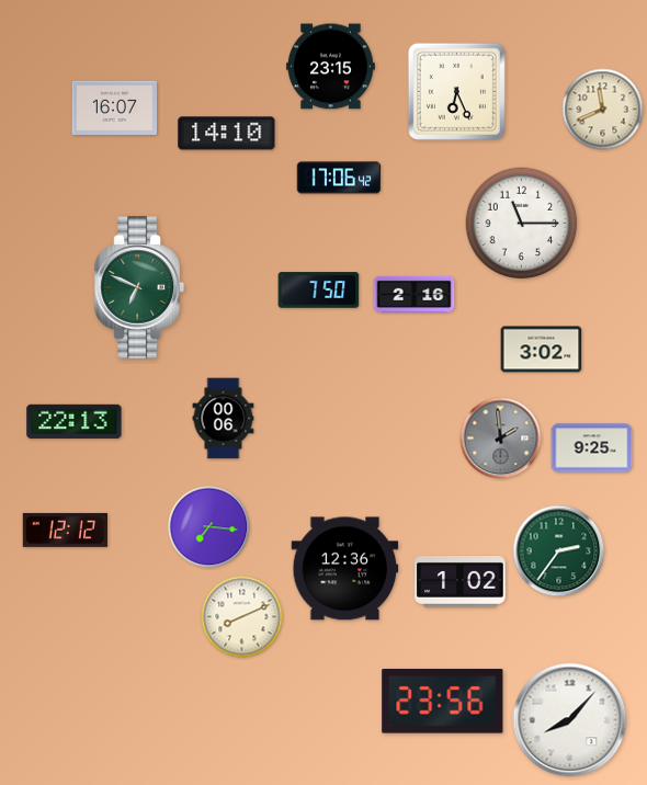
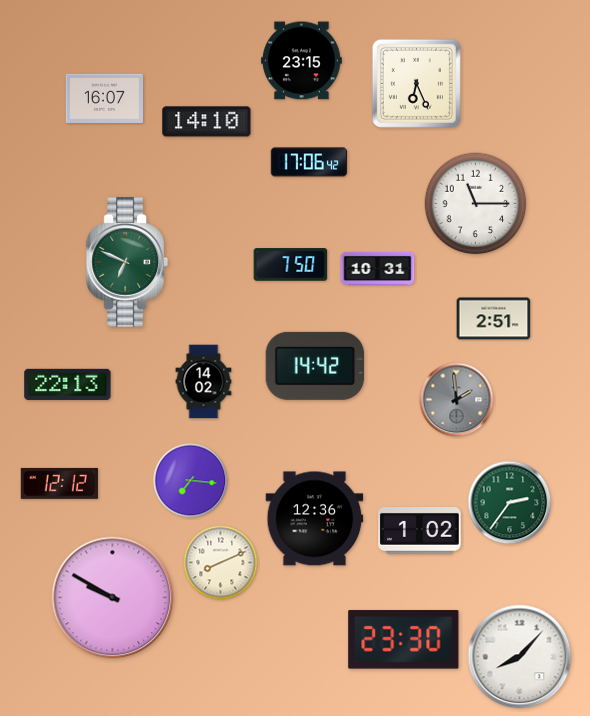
clock at (603, 110): 11:41 -> none
clock at (415, 294): 2:16 -> 10:31
clock at (542, 350): 3:02 -> 2:51
clock at (315, 366): none -> 14:42
clock at (224, 419): 00:06 -> 14:02
clock at (592, 448): 9:25 -> none
clock at (113, 598): none -> 9:50
clock at (443, 702): 23:56 -> 23:30
